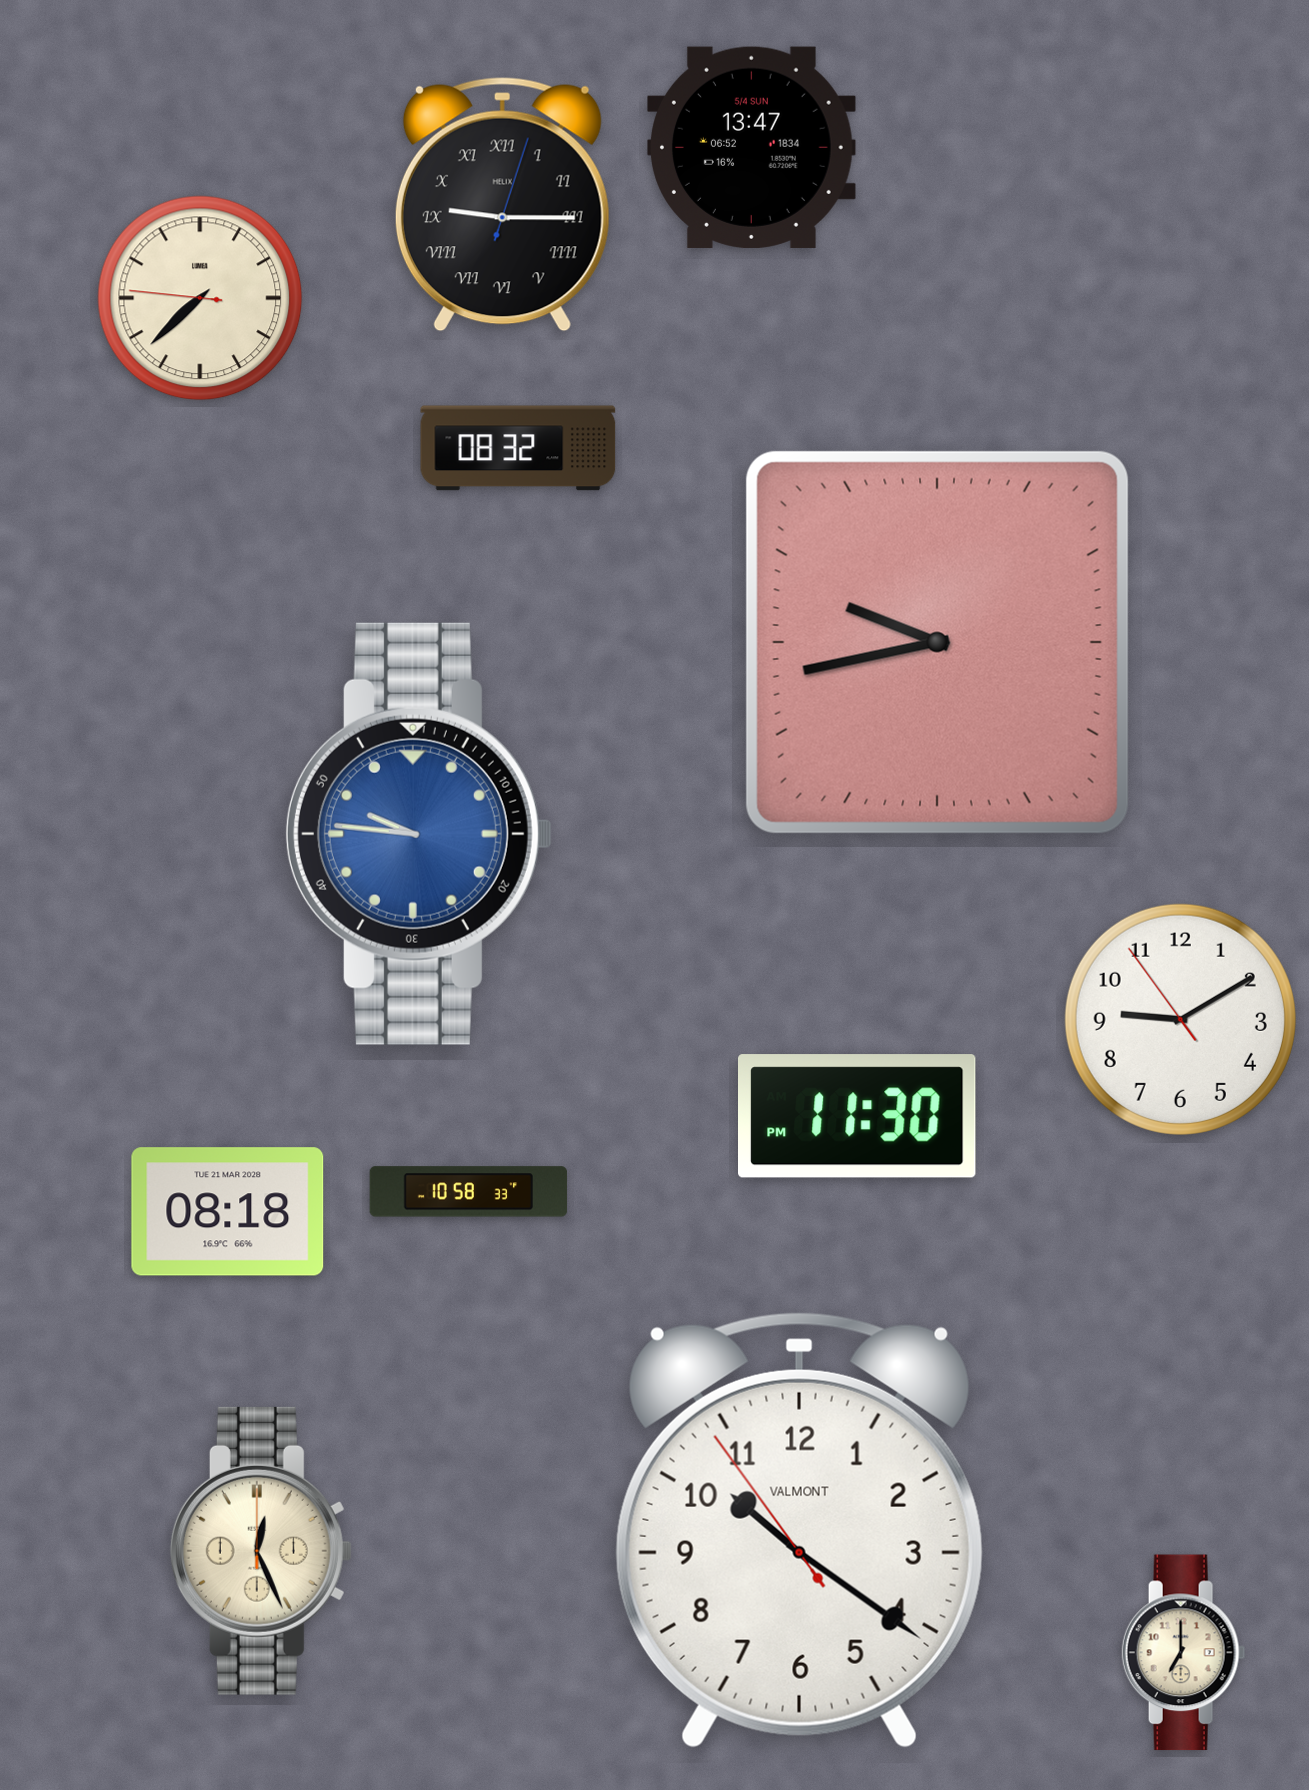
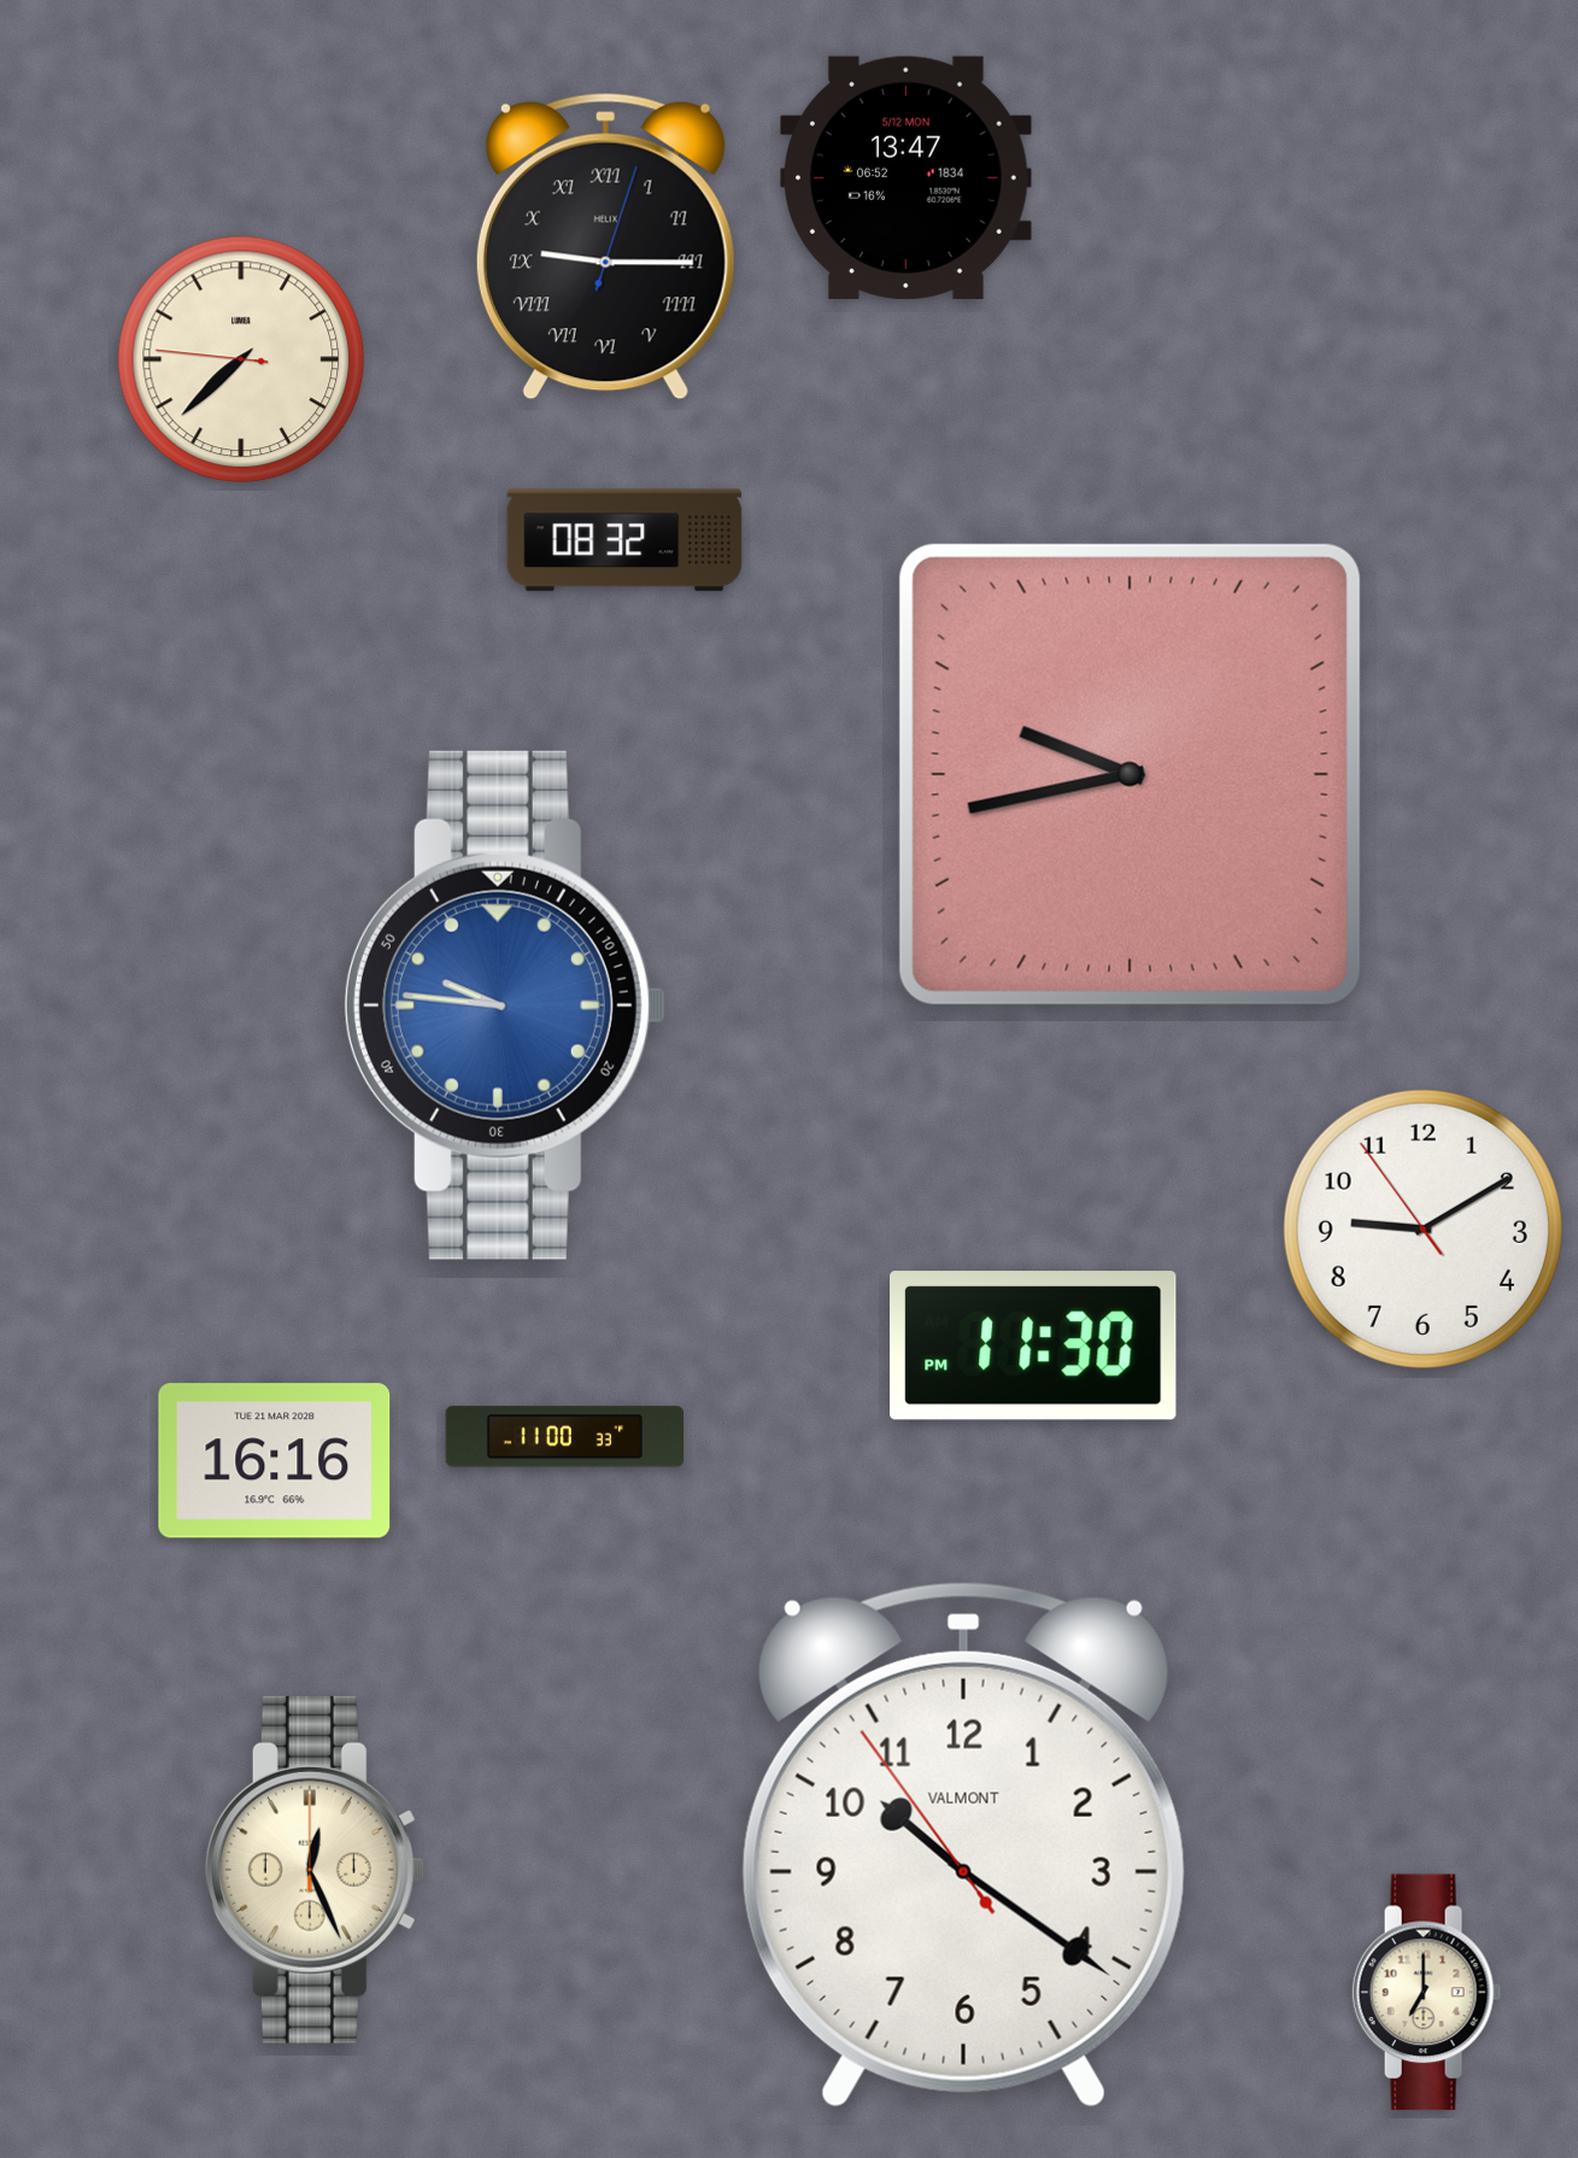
clock at (752, 147) date: 5/4 SUN -> 5/12 MON
clock at (469, 1192): 10:58 -> 11:00
clock at (228, 1212): 08:18 -> 16:16
